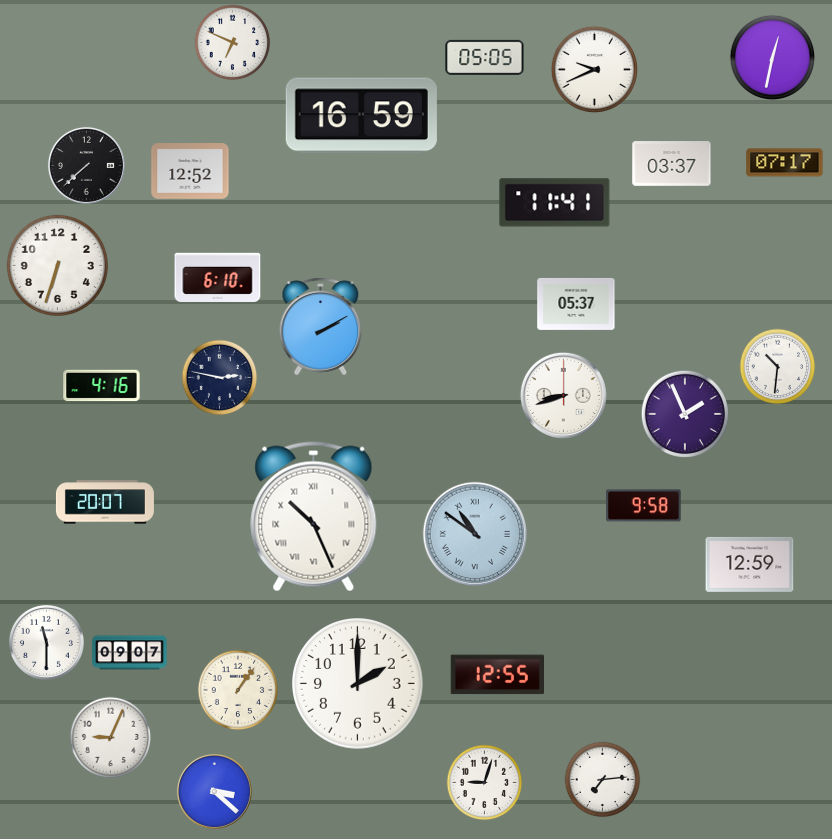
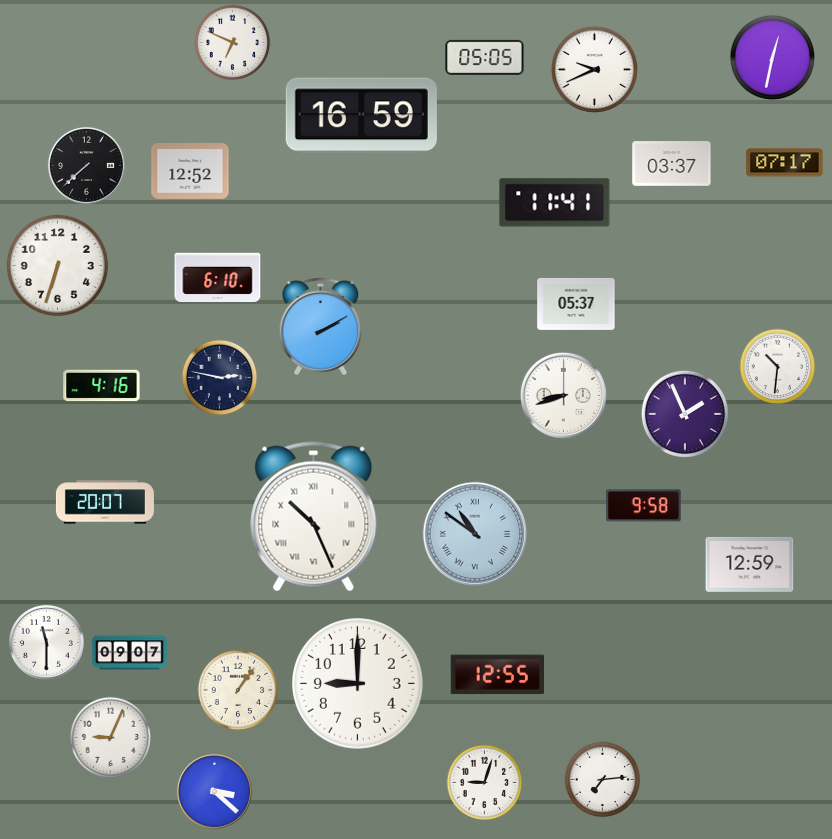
clock at (358, 684): 2:00 -> 9:00
